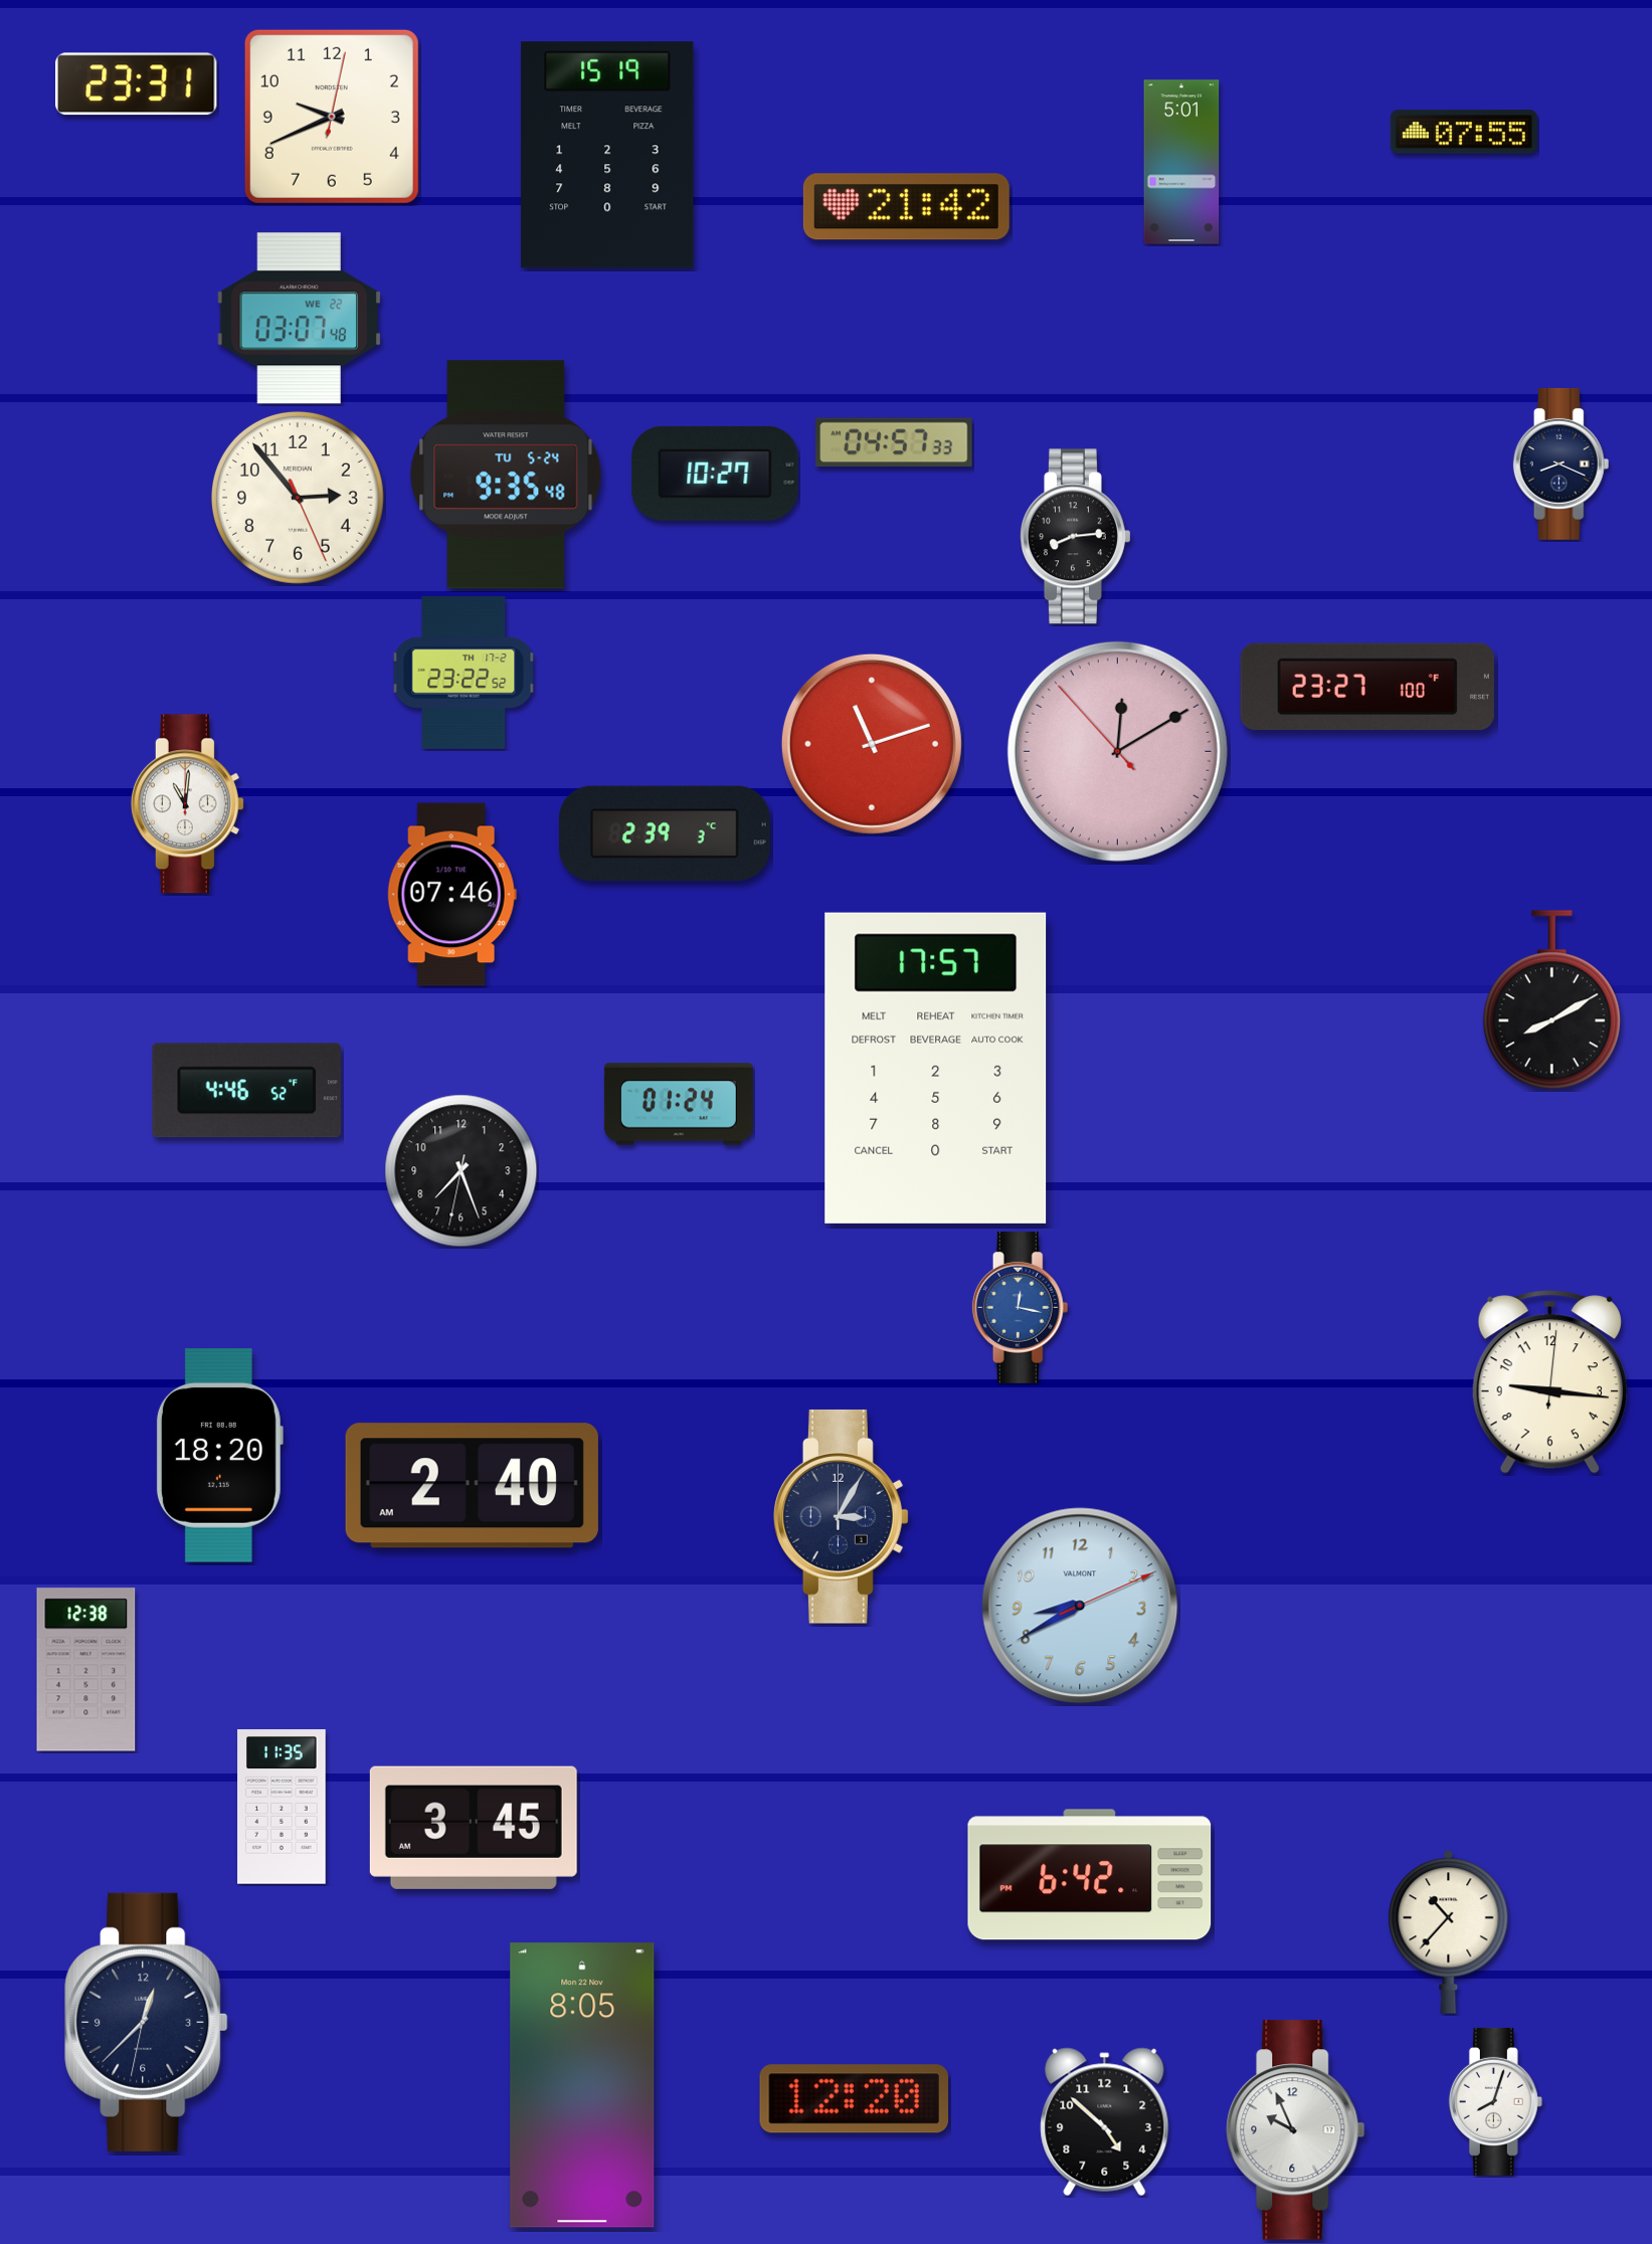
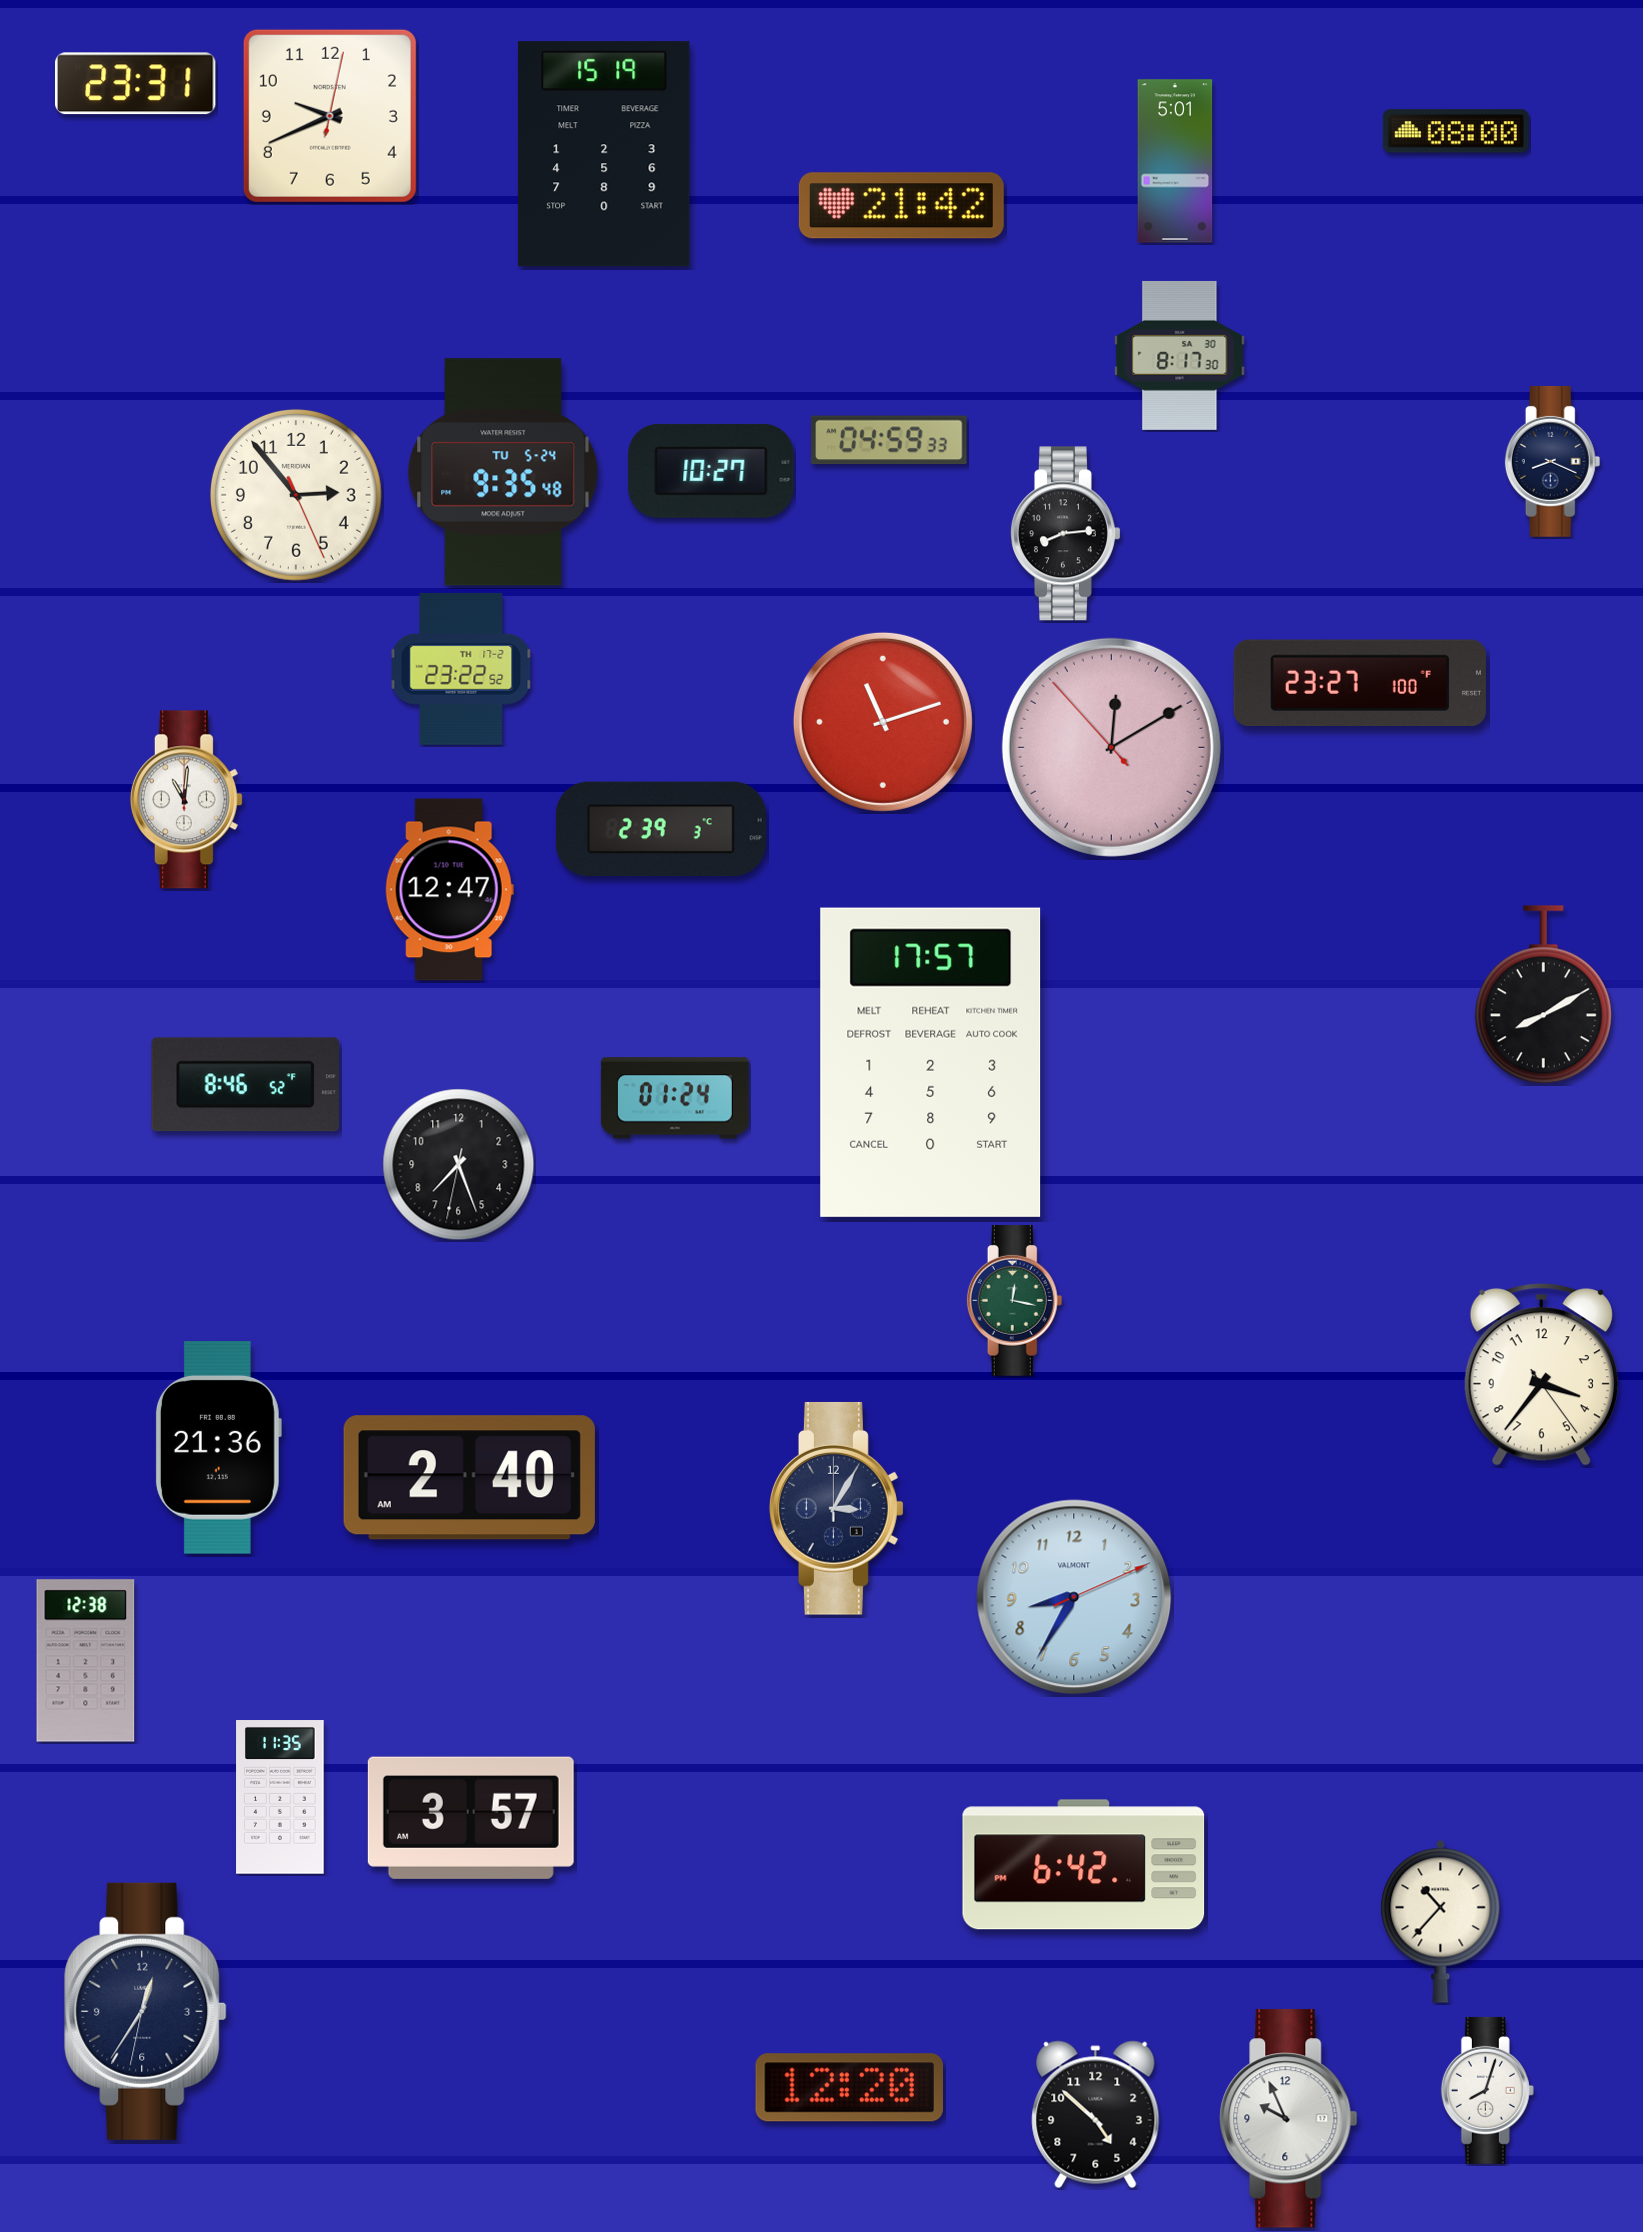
clock at (1464, 132): 07:55 -> 08:00
clock at (300, 319): 03:07 -> none
clock at (1180, 355): none -> 8:17
clock at (895, 442): 04:57 -> 04:59
clock at (1075, 537) position: (1075, 537) -> (1065, 534)
clock at (872, 744) position: (872, 744) -> (883, 722)
clock at (451, 895): 07:46 -> 12:47
clock at (246, 1091): 4:46 -> 8:46
clock at (1021, 1307) dial: blue -> green
clock at (1549, 1382): 9:16 -> 3:36
clock at (219, 1456): 18:20 -> 21:36
clock at (1080, 1606): 8:40 -> 8:35
clock at (474, 1828): 3:45 -> 3:57
clock at (147, 2022): 12:37 -> 12:35
clock at (582, 2085): 8:05 -> none
clock at (1105, 2122) position: (1105, 2122) -> (1096, 2115)
